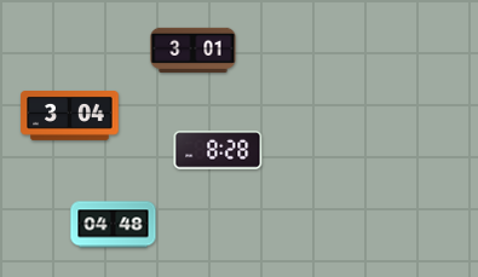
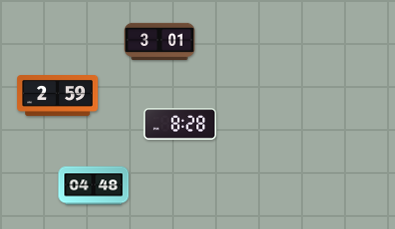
clock at (70, 116): 3:04 -> 2:59
